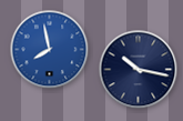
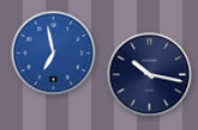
clock at (50, 50): 7:58 -> 6:58
